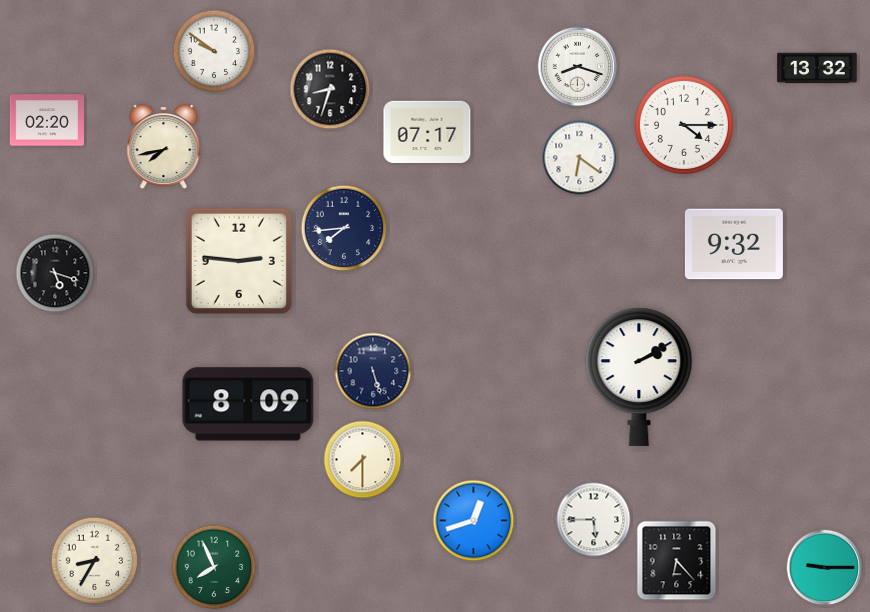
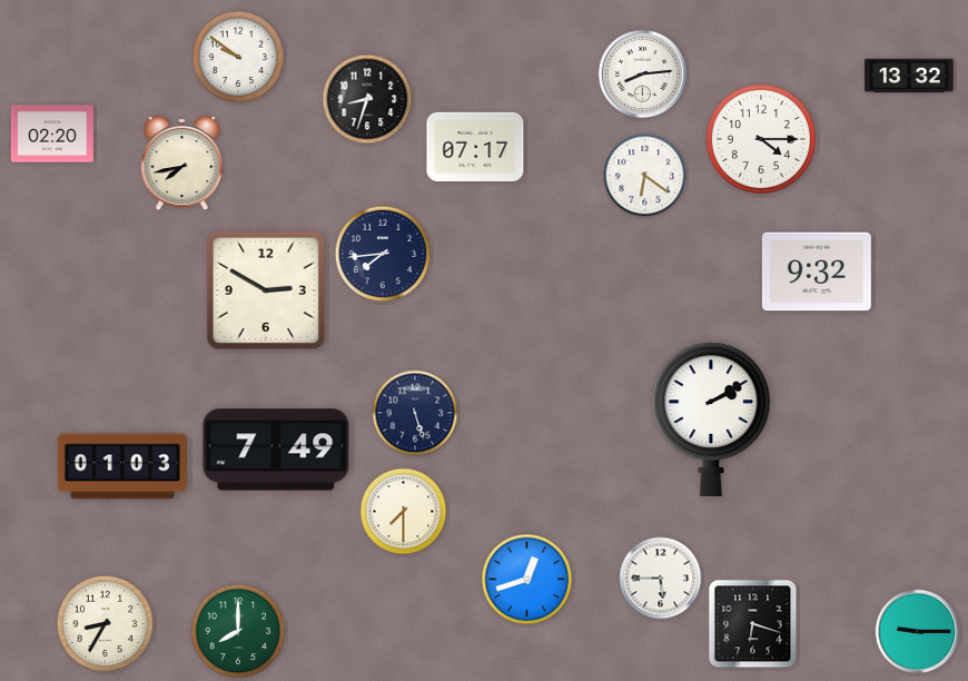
clock at (578, 67): 8:18 -> 8:14
clock at (239, 261): 2:46 -> 2:50
clock at (55, 273): 5:18 -> none
clock at (248, 404): 8:09 -> 7:49
clock at (121, 466): none -> 01:03
clock at (677, 561): 6:23 -> 6:18
clock at (214, 567): 7:56 -> 8:00
